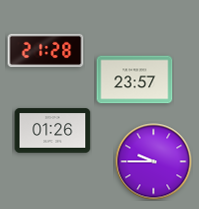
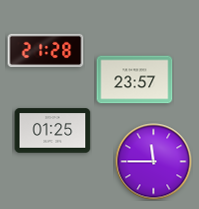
clock at (53, 131): 01:26 -> 01:25
clock at (154, 162): 9:45 -> 11:45
